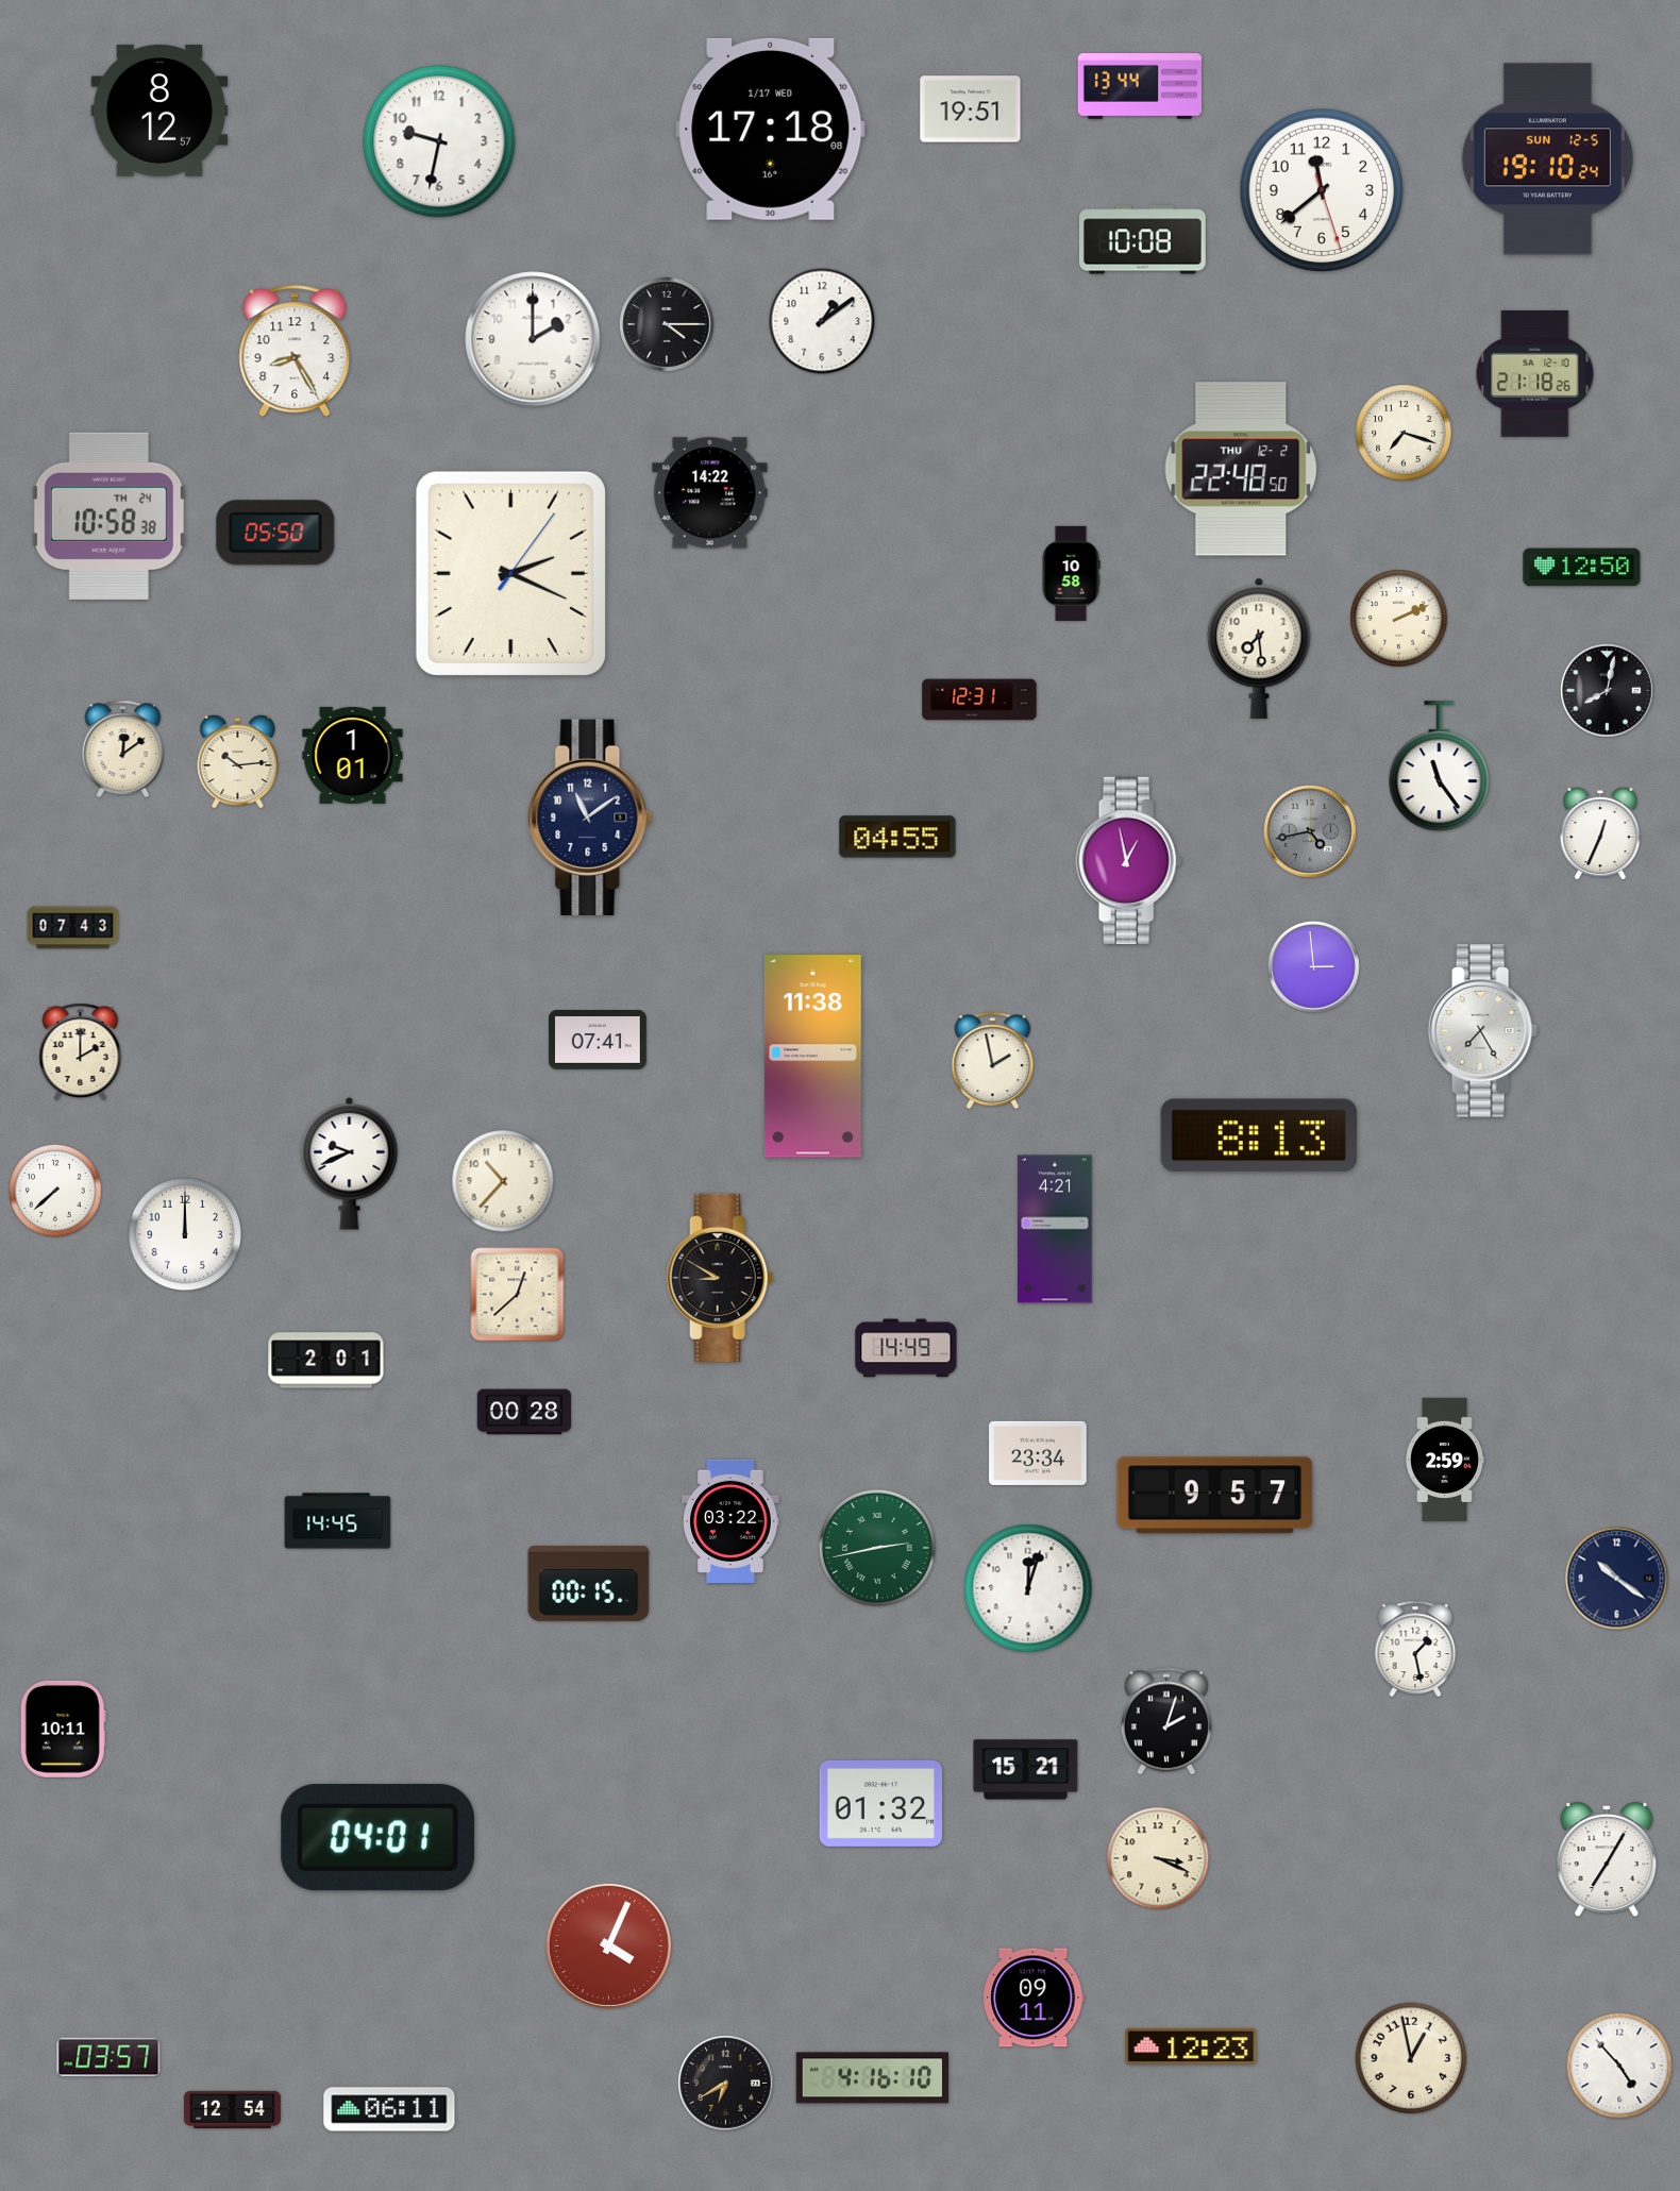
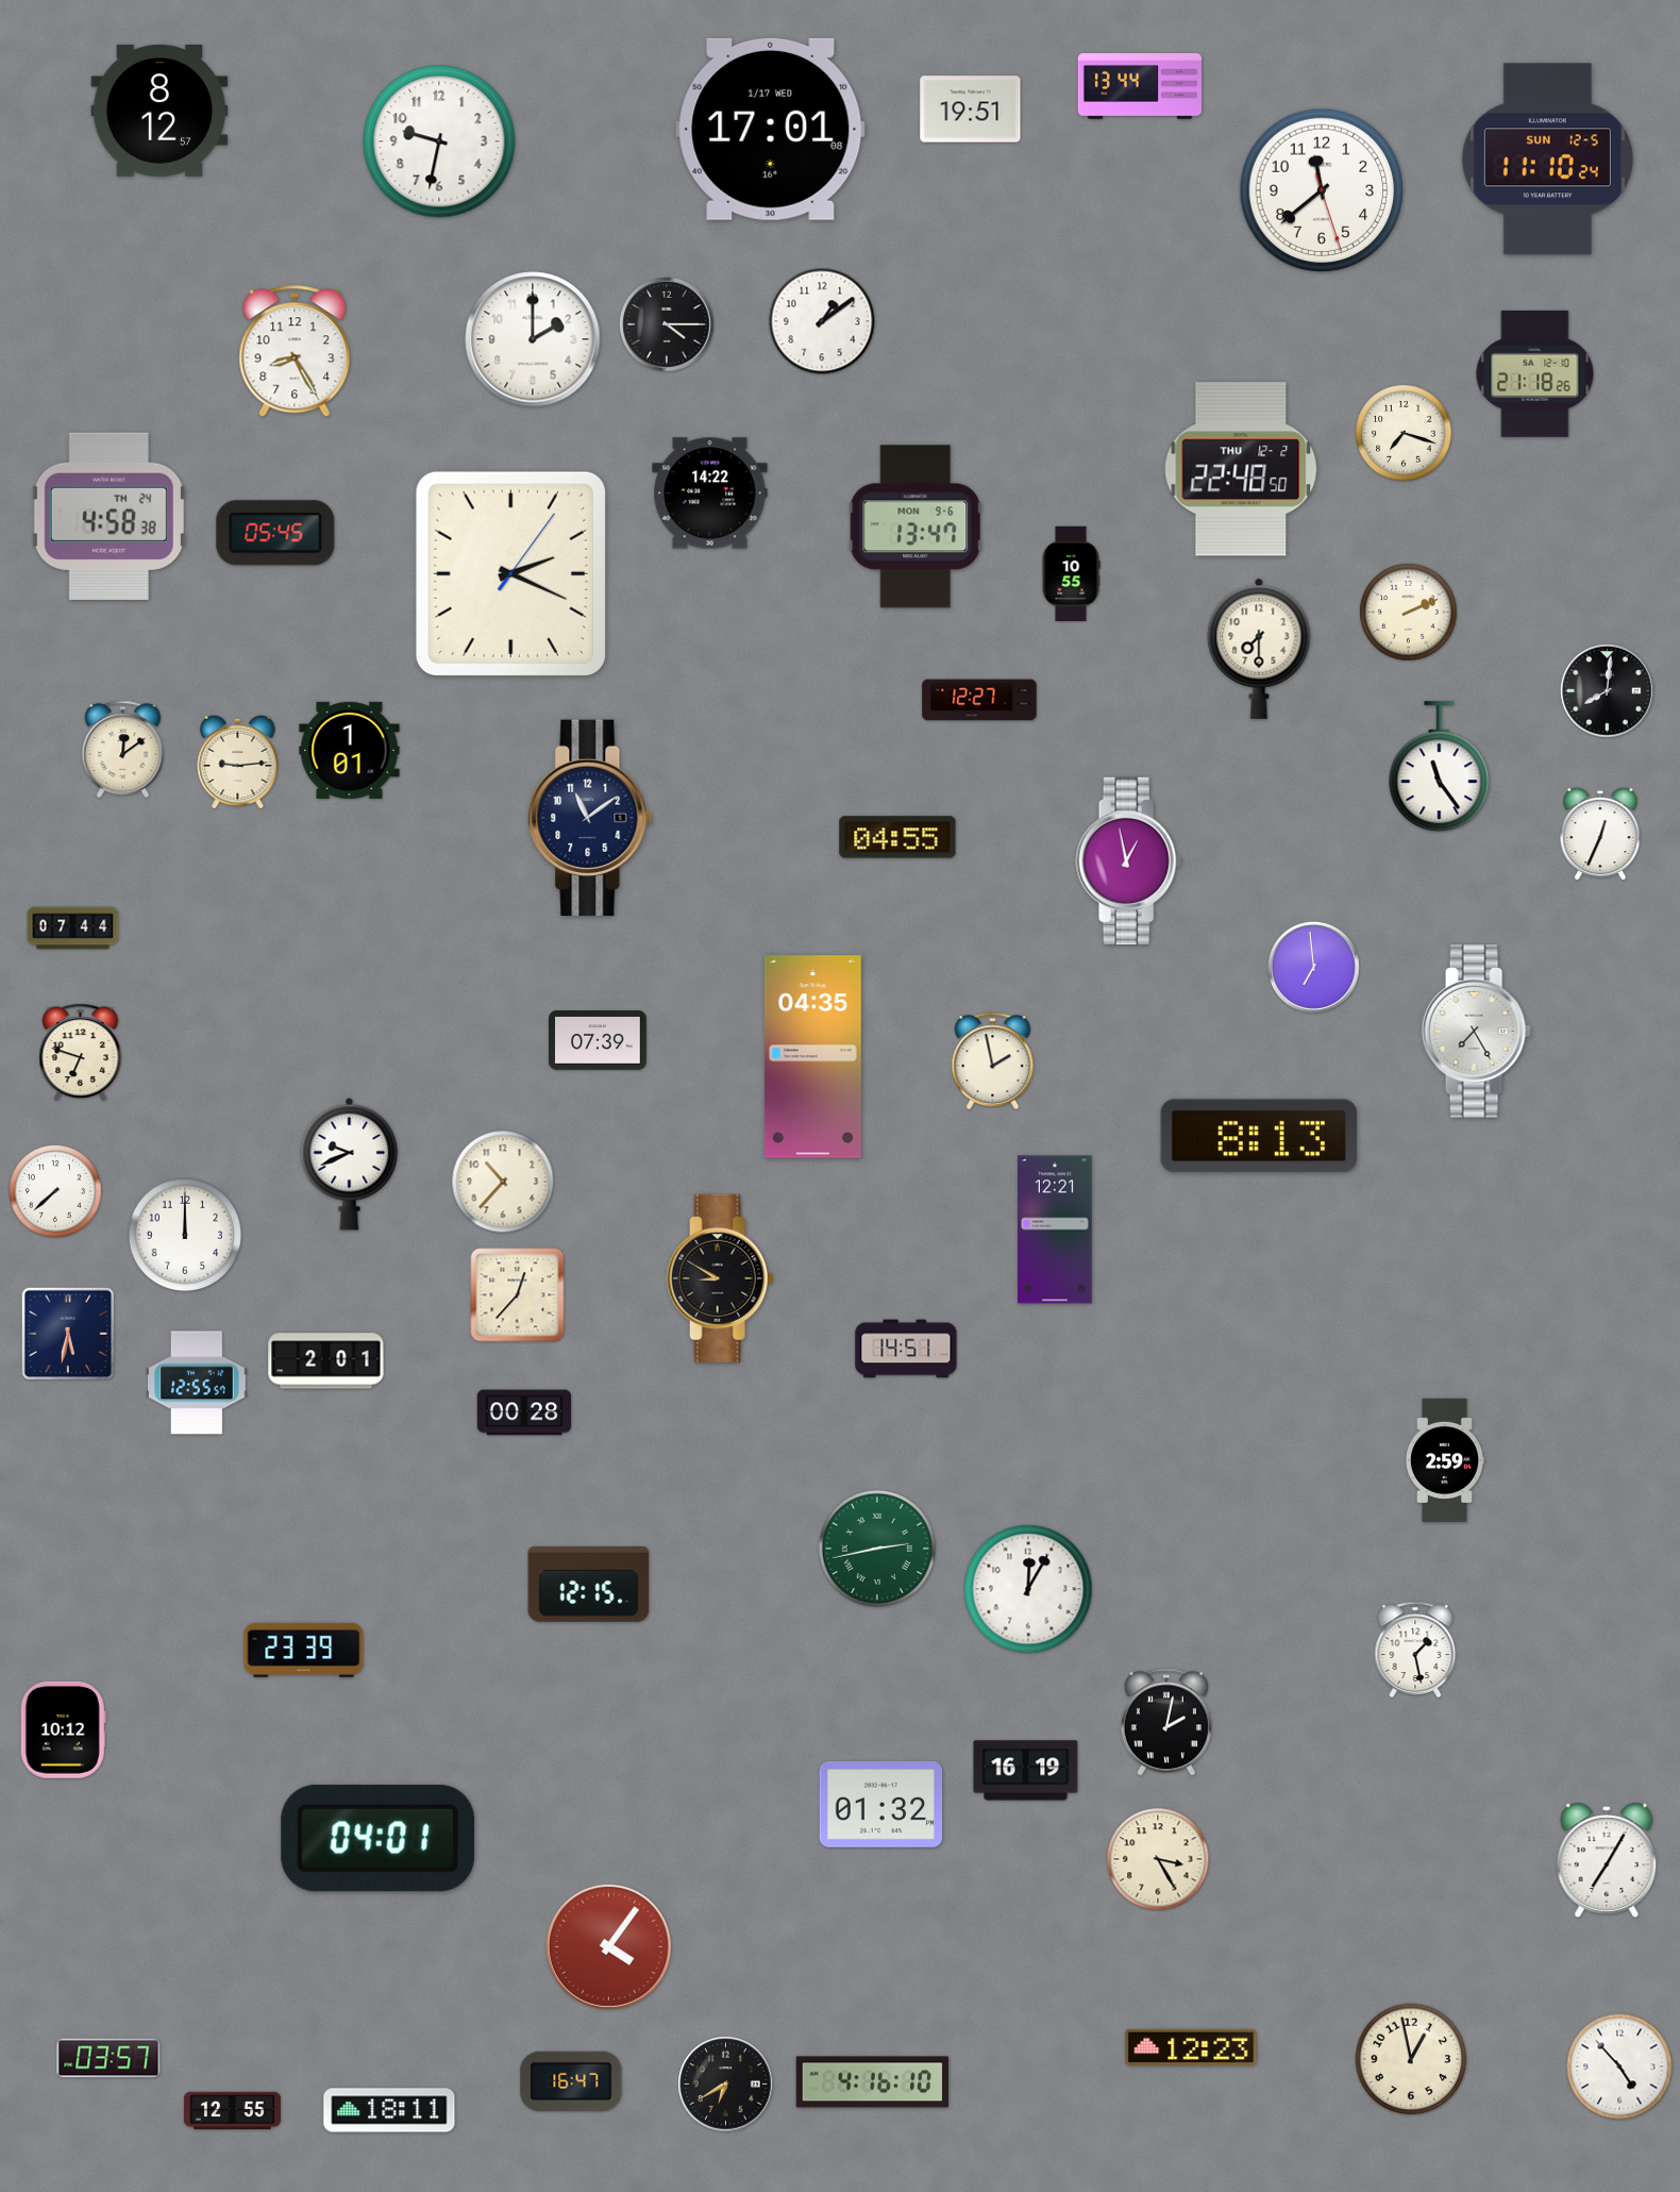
clock at (771, 129): 17:18 -> 17:01
clock at (1547, 159): 19:10 -> 11:10
clock at (1142, 240): 10:08 -> none
clock at (108, 516): 10:58 -> 4:58
clock at (915, 526): none -> 13:47
clock at (275, 533): 05:50 -> 05:45
clock at (1582, 568): 12:50 -> none
clock at (1071, 573): 10:58 -> 10:55
clock at (1399, 619) position: (1399, 619) -> (1409, 613)
clock at (1259, 648): 7:29 -> 7:30
clock at (1608, 691): 8:02 -> 8:01
clock at (979, 700): 12:31 -> 12:27
clock at (353, 755) position: (353, 755) -> (350, 750)
clock at (238, 761): 10:14 -> 9:14
clock at (1311, 832): 4:43 -> none
clock at (73, 928): 07:43 -> 07:44
clock at (1313, 966): 2:59 -> 6:59
clock at (1482, 1031) position: (1482, 1031) -> (1476, 1032)
clock at (598, 1040): 07:41 -> 07:39
clock at (81, 1051): 2:00 -> 6:48
clock at (812, 1057): 11:38 -> 04:35
clock at (1055, 1229): 4:21 -> 12:21
clock at (518, 1295): 12:38 -> 12:37
clock at (68, 1334): none -> 5:32
clock at (906, 1348): 14:49 -> 14:51
clock at (198, 1383): none -> 12:55
clock at (1038, 1453): 23:34 -> none
clock at (1215, 1496): 9:57 -> none
clock at (732, 1520): 03:22 -> none
clock at (338, 1521): 14:45 -> none
clock at (1617, 1579): 10:21 -> none
clock at (589, 1583): 00:15 -> 12:15
clock at (1028, 1588): 12:03 -> 12:05
clock at (304, 1650): none -> 23:39
clock at (1166, 1721): 2:03 -> 2:02
clock at (63, 1729): 10:11 -> 10:12
clock at (1026, 1770): 15:21 -> 16:19
clock at (1158, 1858): 3:19 -> 3:25
clock at (608, 1945): 4:04 -> 4:06
clock at (1034, 1998): 09:11 -> none
clock at (873, 2078) position: (873, 2078) -> (873, 2082)
clock at (571, 2081): none -> 16:47
clock at (389, 2109): 06:11 -> 18:11
clock at (233, 2110): 12:54 -> 12:55
